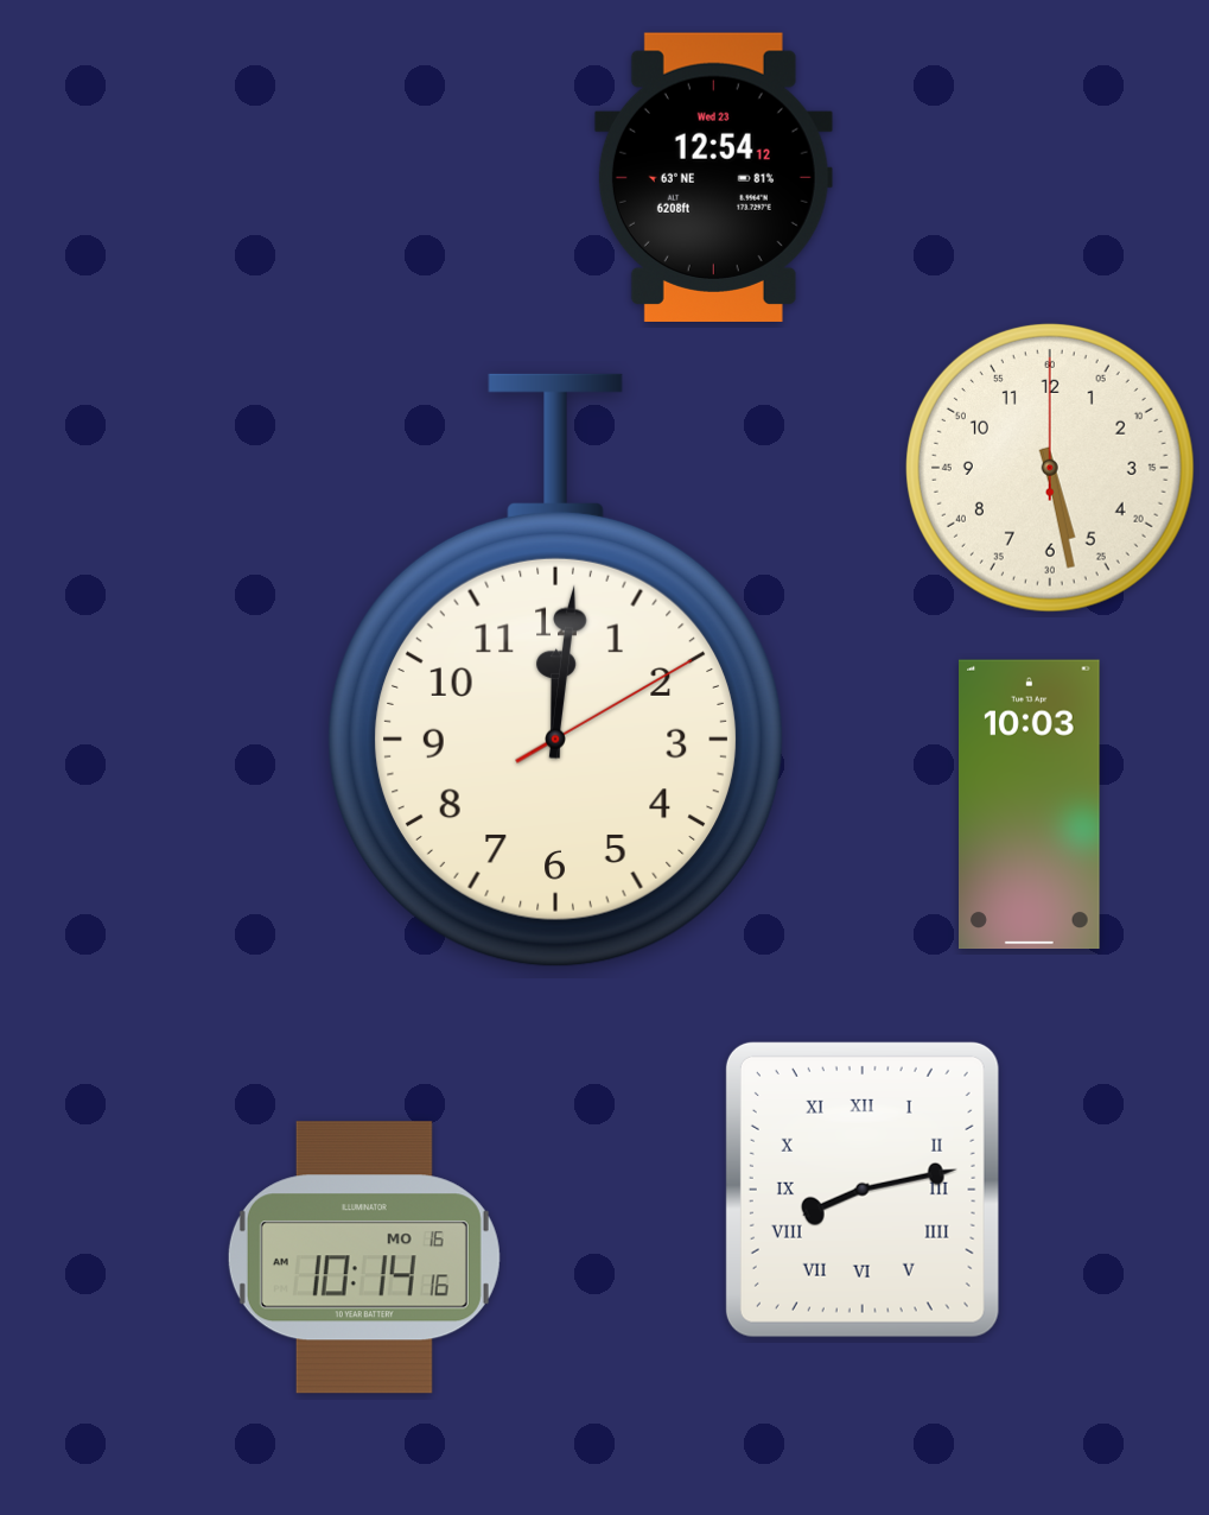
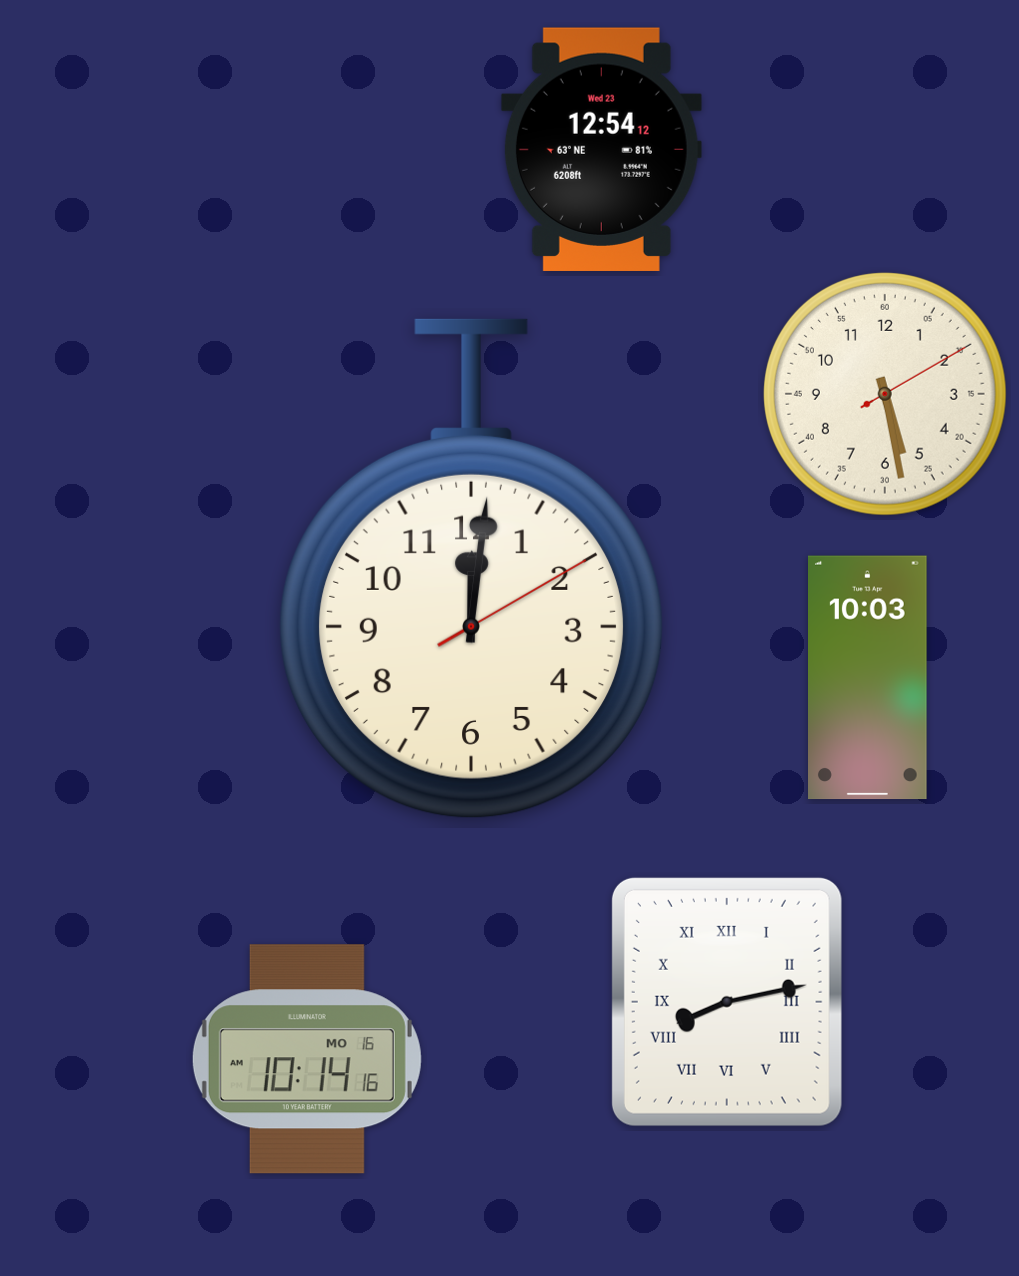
clock at (1050, 468): 5:28:00 -> 5:28:10
clock at (555, 670) position: (555, 670) -> (471, 568)
